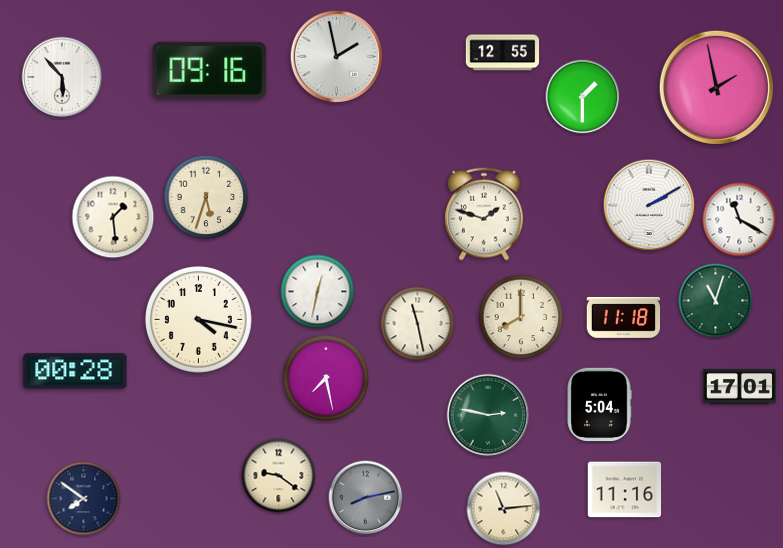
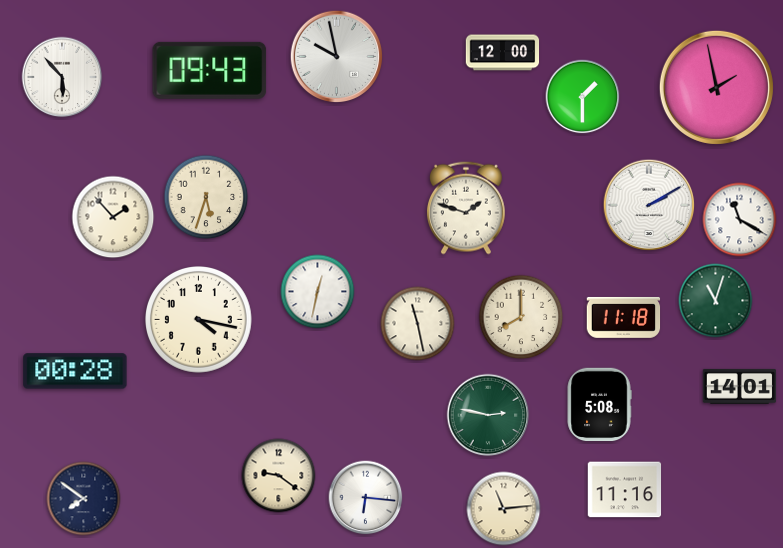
clock at (503, 53): 12:55 -> 12:00
clock at (337, 57): 1:58 -> 9:58
clock at (210, 70): 09:16 -> 09:43
clock at (484, 214) position: (484, 214) -> (466, 208)
clock at (113, 217): 1:29 -> 1:53
clock at (326, 378): 7:28 -> none
clock at (740, 386): 17:01 -> 14:01
clock at (599, 405): 5:04 -> 5:08
clock at (366, 498): 8:13 -> 6:16
clock at (366, 498) dial: grey -> white
